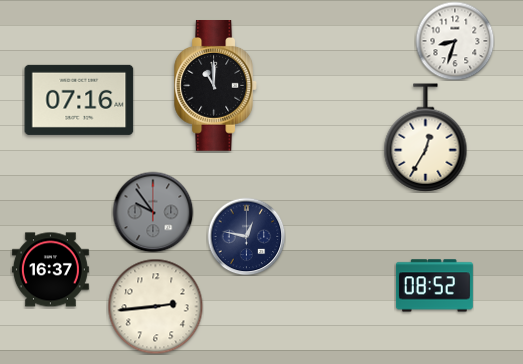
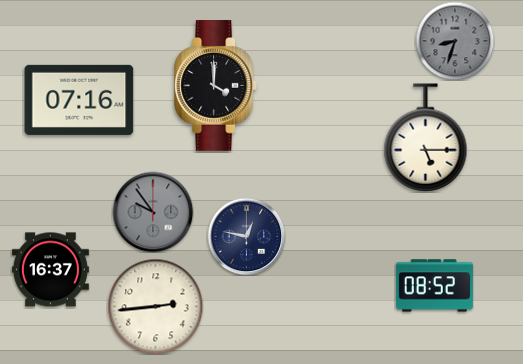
clock at (455, 41) dial: white -> grey
clock at (215, 86): 11:00 -> 4:00
clock at (426, 138): 12:35 -> 5:15
